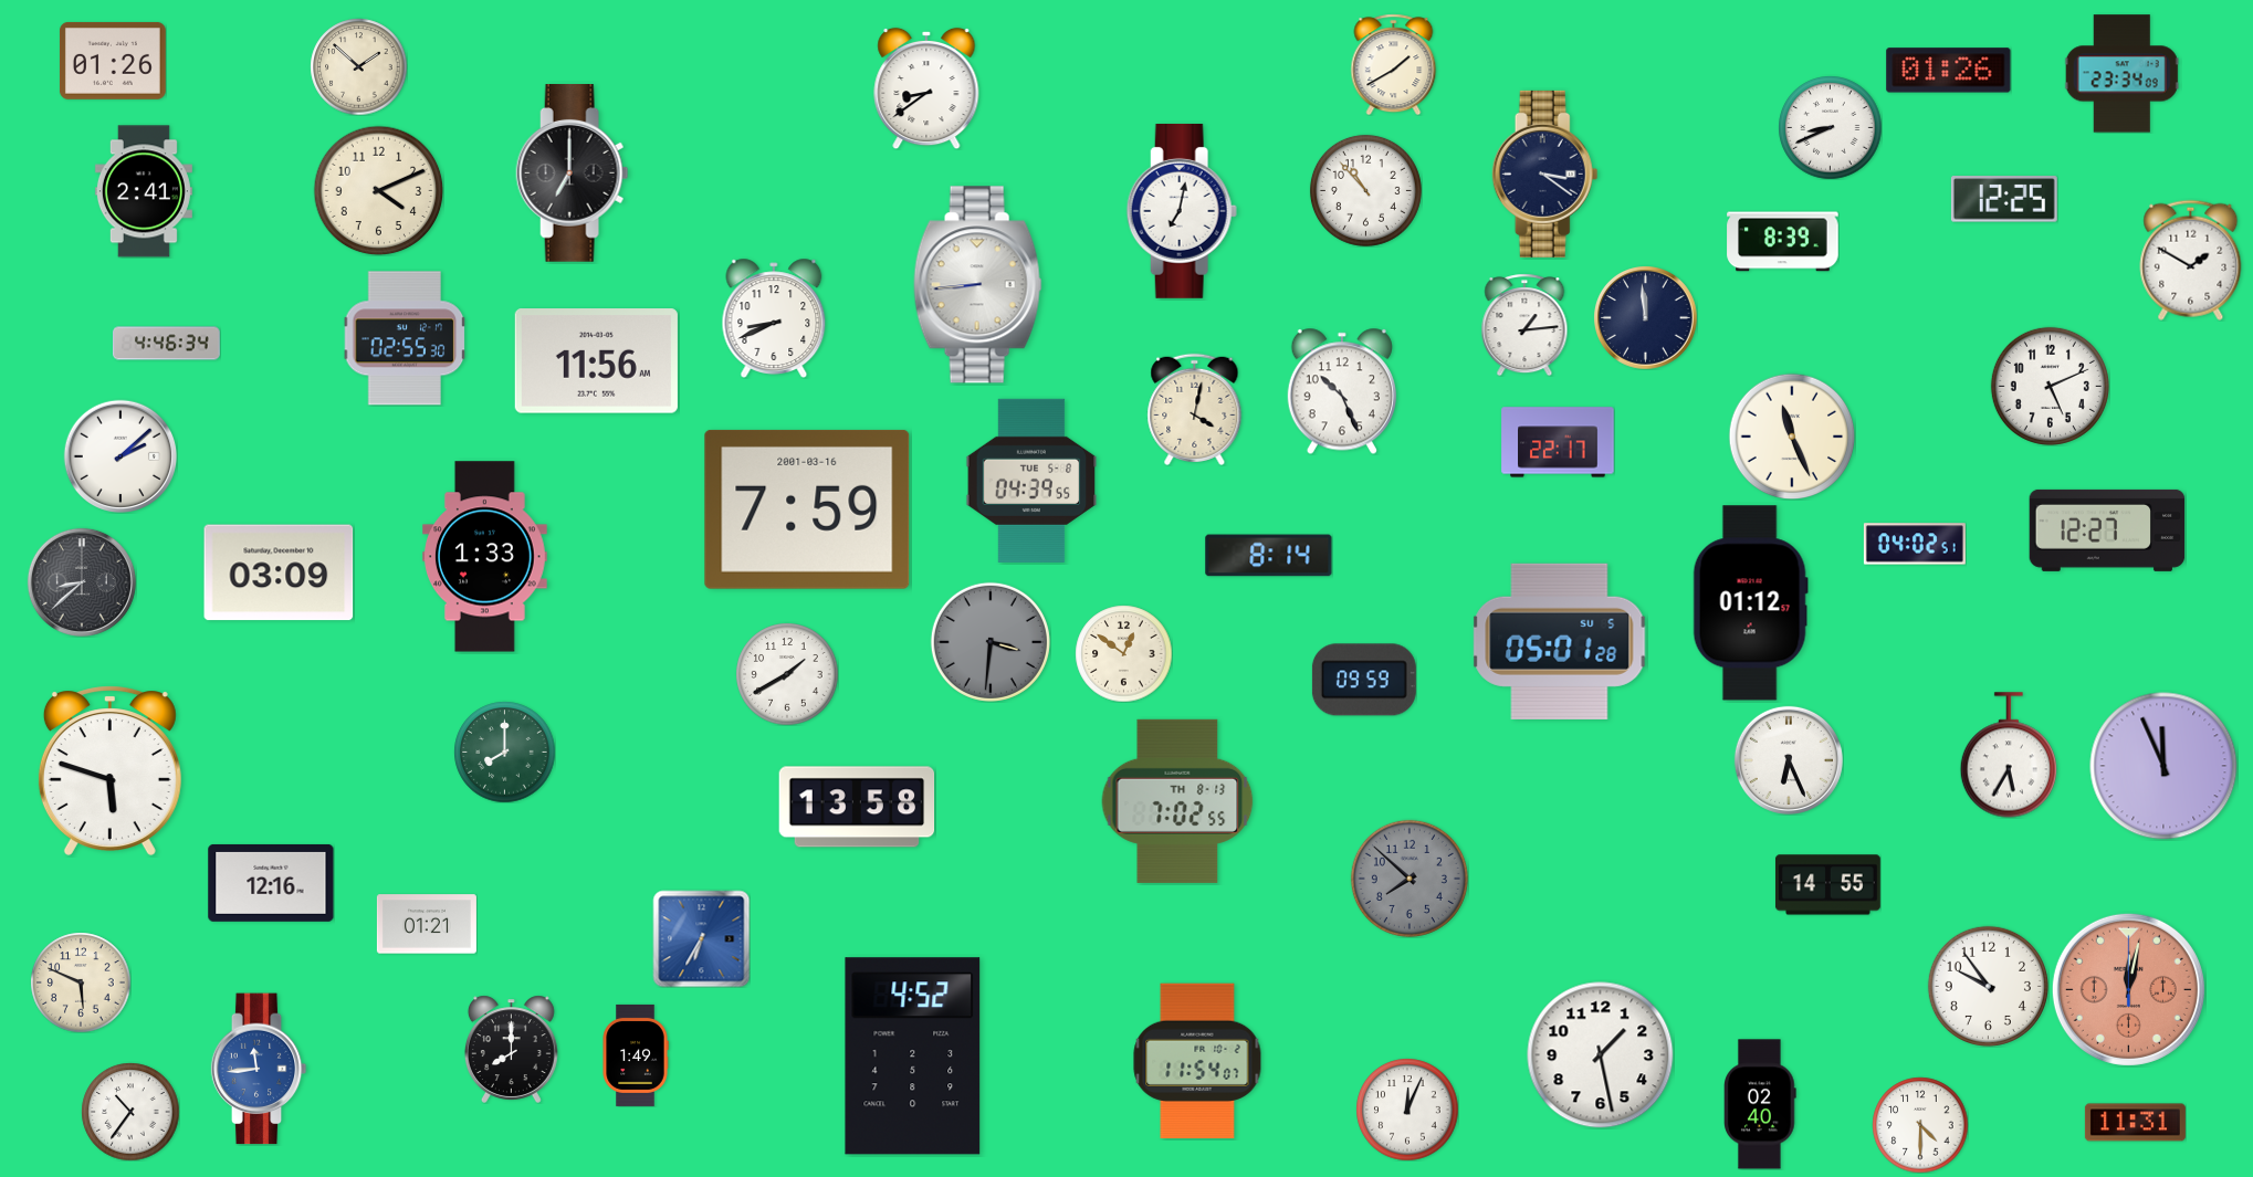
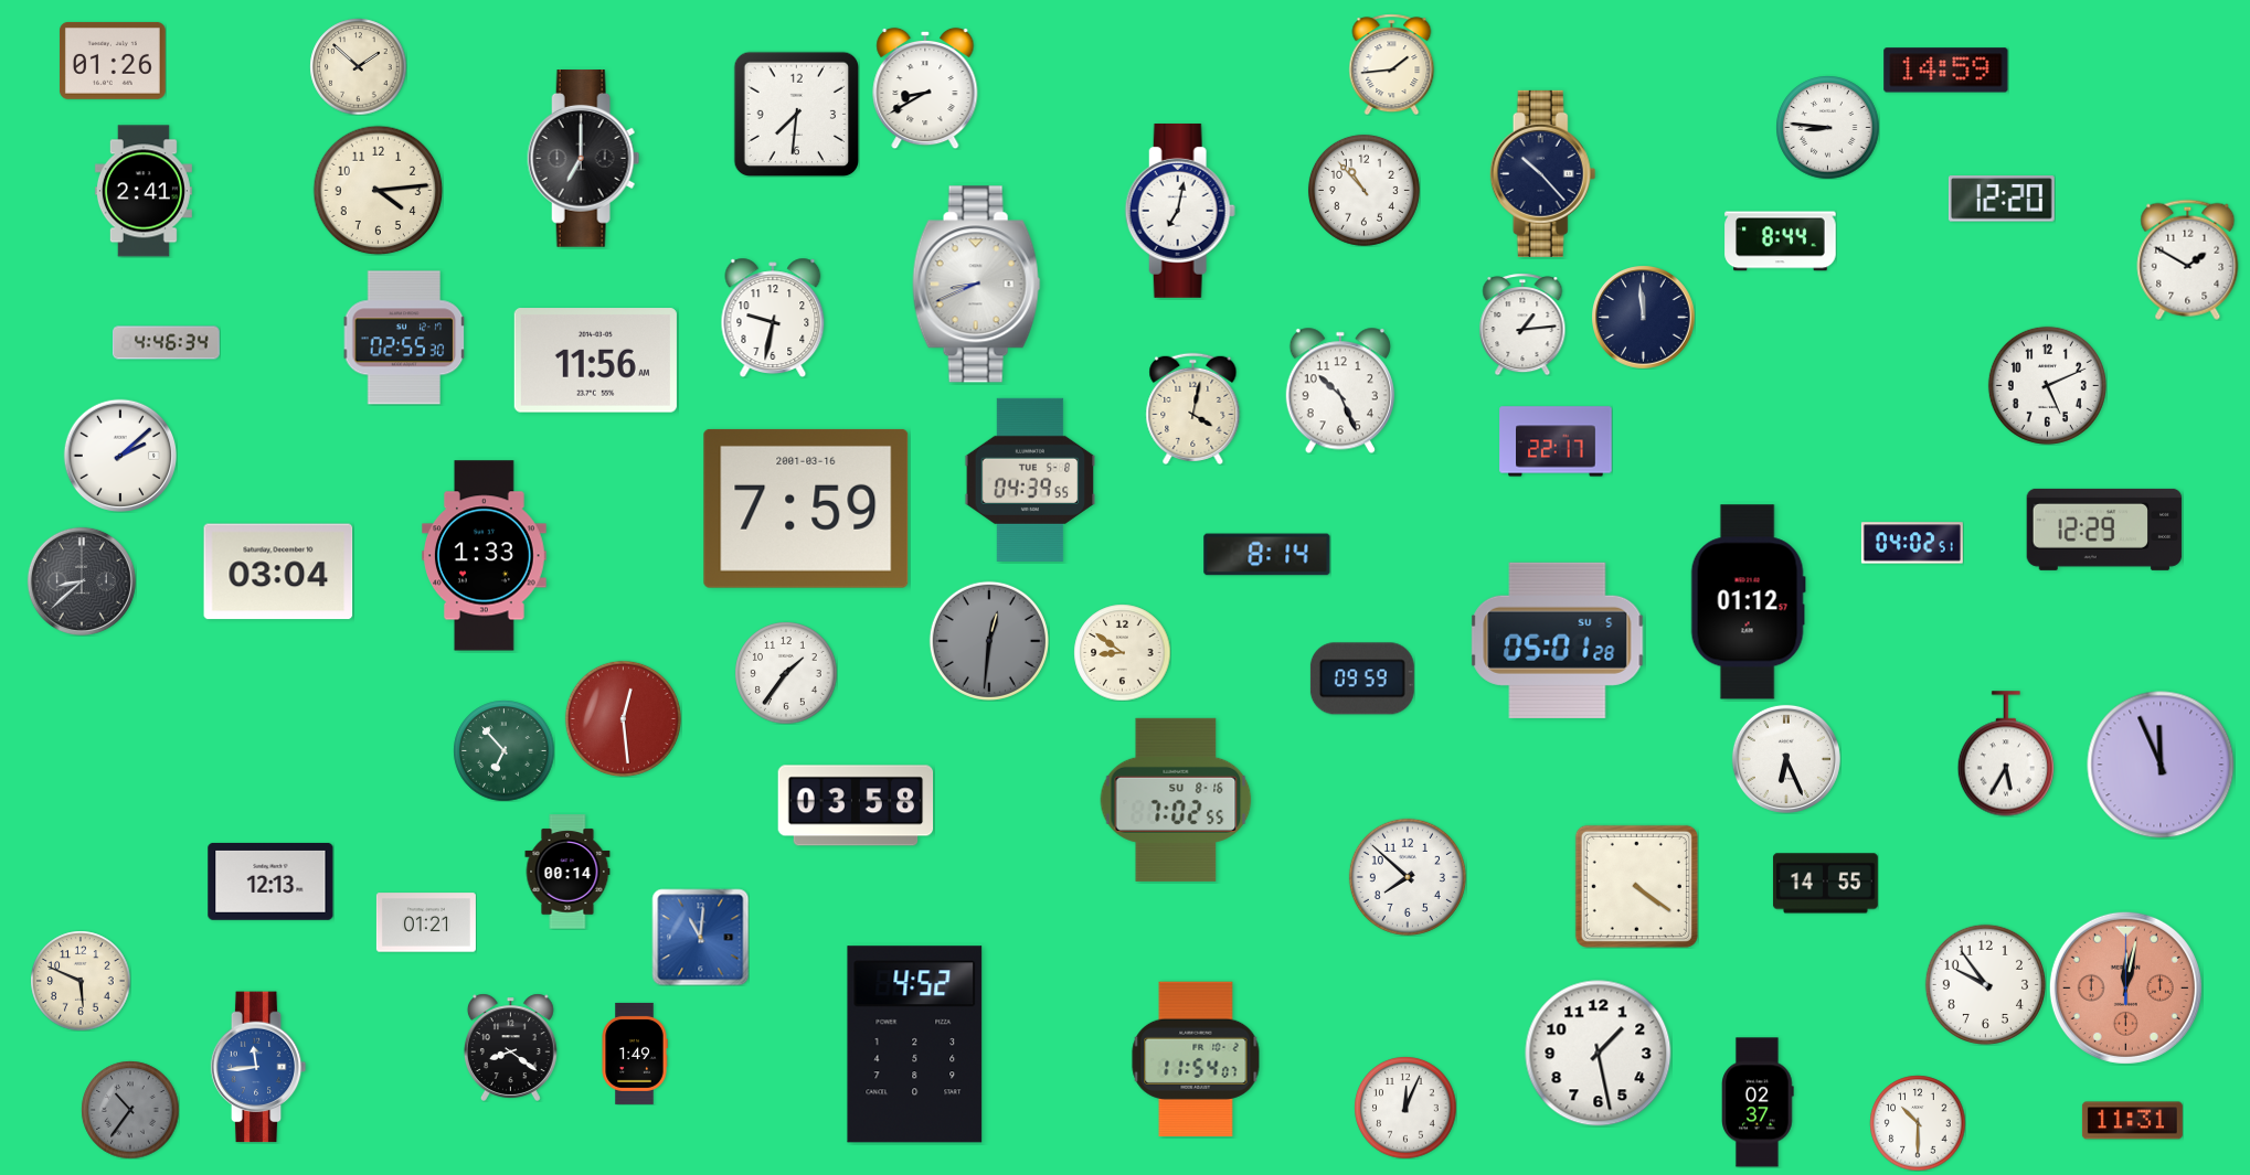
clock at (1394, 64): 1:40 -> 1:44
clock at (1949, 71): 01:26 -> 14:59
clock at (2121, 74): 23:34 -> none
clock at (926, 88): 8:39 -> 8:40
clock at (796, 114): none -> 7:31
clock at (1830, 127): 8:41 -> 8:46
clock at (573, 174) position: (573, 174) -> (584, 159)
clock at (1545, 174): 3:21 -> 10:23
clock at (378, 190): 4:11 -> 4:14
clock at (2004, 199): 12:25 -> 12:20
clock at (1783, 242): 8:39 -> 8:44
clock at (977, 285): 8:44 -> 8:41
clock at (774, 318): 8:41 -> 9:32
clock at (1792, 437): 11:26 -> none
clock at (2107, 530): 12:27 -> 12:29
clock at (279, 572): 03:09 -> 03:04
clock at (991, 642): 3:31 -> 12:31
clock at (1123, 653): 12:51 -> 8:51
clock at (787, 674): 1:40 -> 1:36
clock at (623, 718): none -> 12:29
clock at (504, 752): 8:00 -> 6:53
clock at (109, 770): 5:48 -> none
clock at (1177, 801) date: TH 8-13 -> SU 8-16
clock at (857, 807): 13:58 -> 03:58
clock at (567, 872): none -> 00:14
clock at (1410, 879) dial: grey -> white
clock at (271, 883): 12:16 -> 12:13
clock at (1636, 886): none -> 4:21
clock at (701, 938): 6:35 -> 11:01
clock at (511, 1049): 8:00 -> 8:21
clock at (913, 1057) position: (913, 1057) -> (915, 1045)
clock at (1761, 1104): 02:40 -> 02:37
clock at (130, 1112) dial: white -> grey
clock at (1920, 1125): 4:30 -> 10:30
